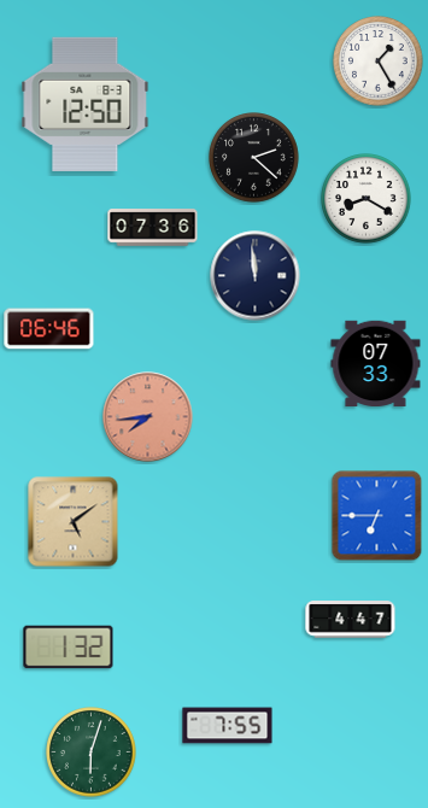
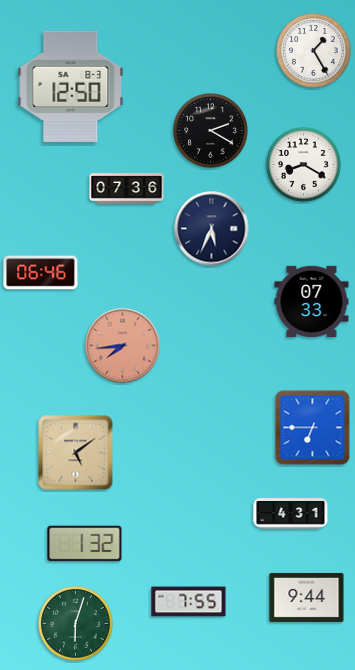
clock at (254, 158): 2:22 -> 2:20
clock at (256, 276): 11:59 -> 5:34
clock at (74, 522) position: (74, 522) -> (76, 453)
clock at (351, 620): 4:47 -> 4:31
clock at (69, 648) position: (69, 648) -> (85, 544)
clock at (307, 597): none -> 9:44
